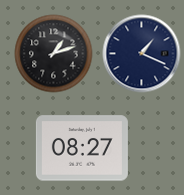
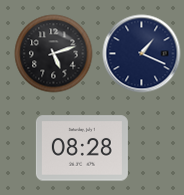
clock at (53, 53): 1:12 -> 5:12
clock at (82, 148): 08:27 -> 08:28
